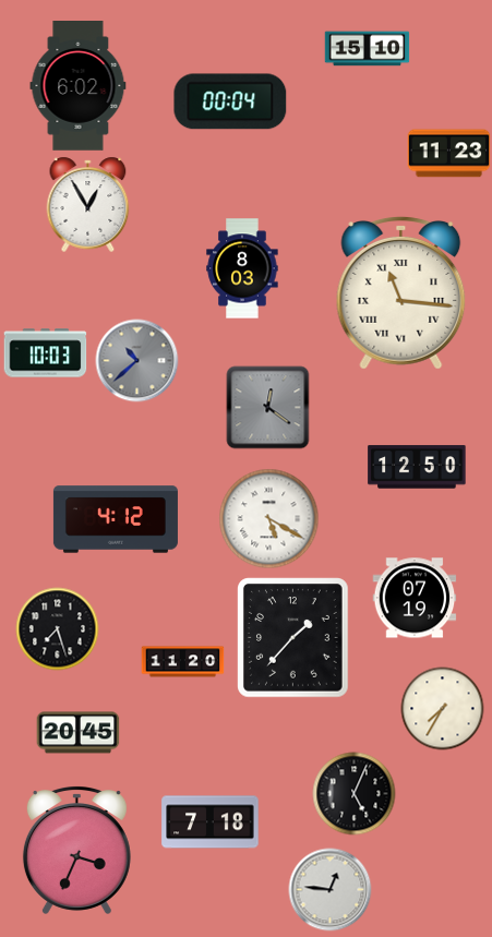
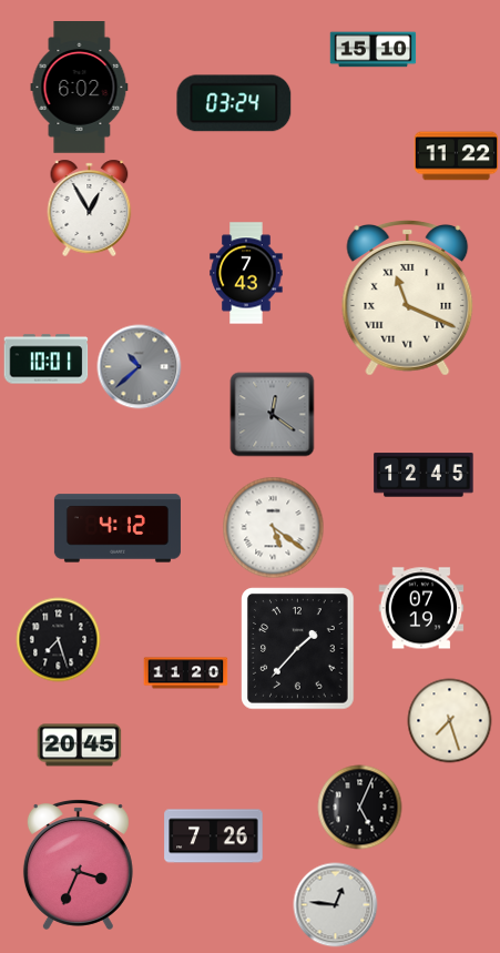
clock at (230, 101): 00:04 -> 03:24
clock at (449, 154): 11:23 -> 11:22
clock at (242, 268): 8:03 -> 7:43
clock at (401, 293): 11:16 -> 11:19
clock at (46, 353): 10:03 -> 10:01
clock at (417, 467): 12:50 -> 12:45
clock at (269, 519): 5:20 -> 5:21
clock at (443, 709): 7:35 -> 7:27
clock at (211, 822): 7:18 -> 7:26
